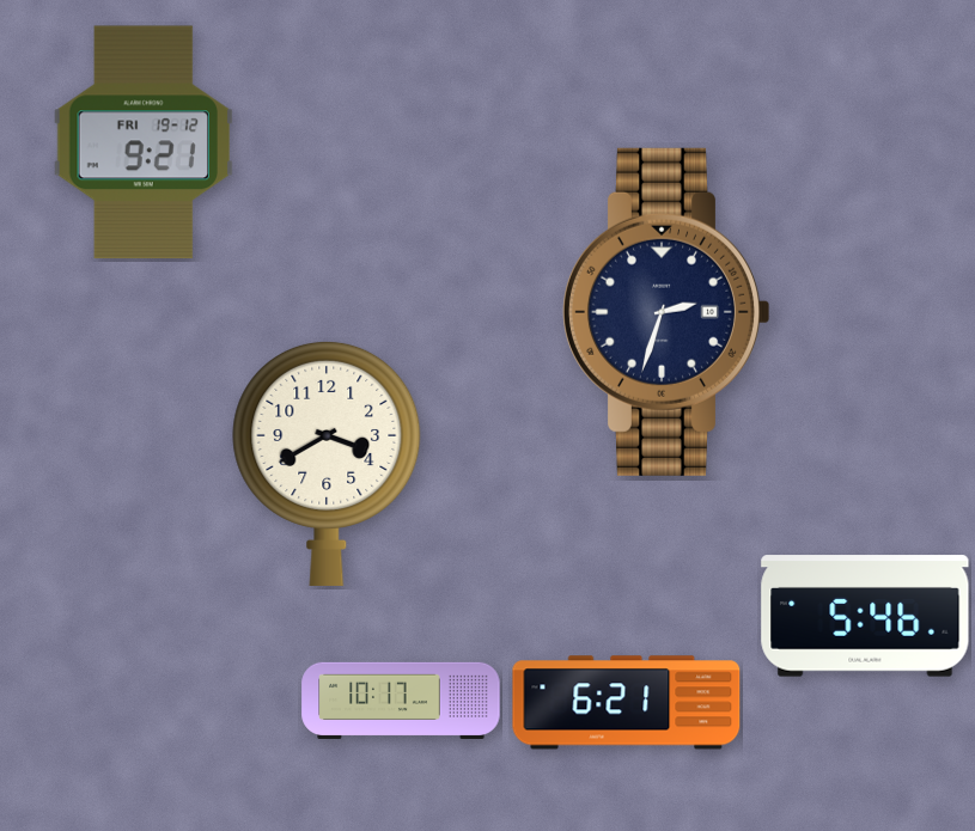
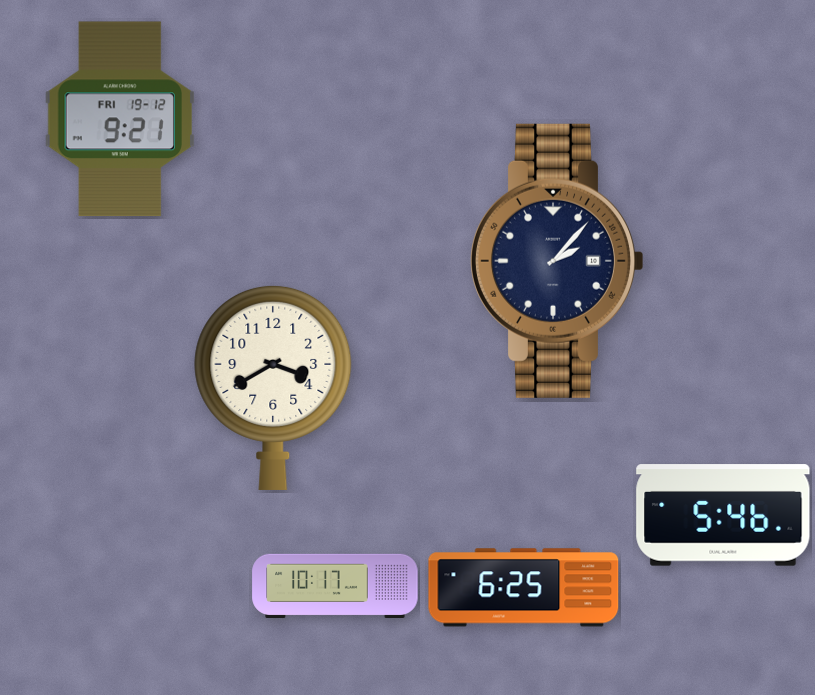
clock at (665, 312): 2:33 -> 2:07
clock at (627, 703): 6:21 -> 6:25
